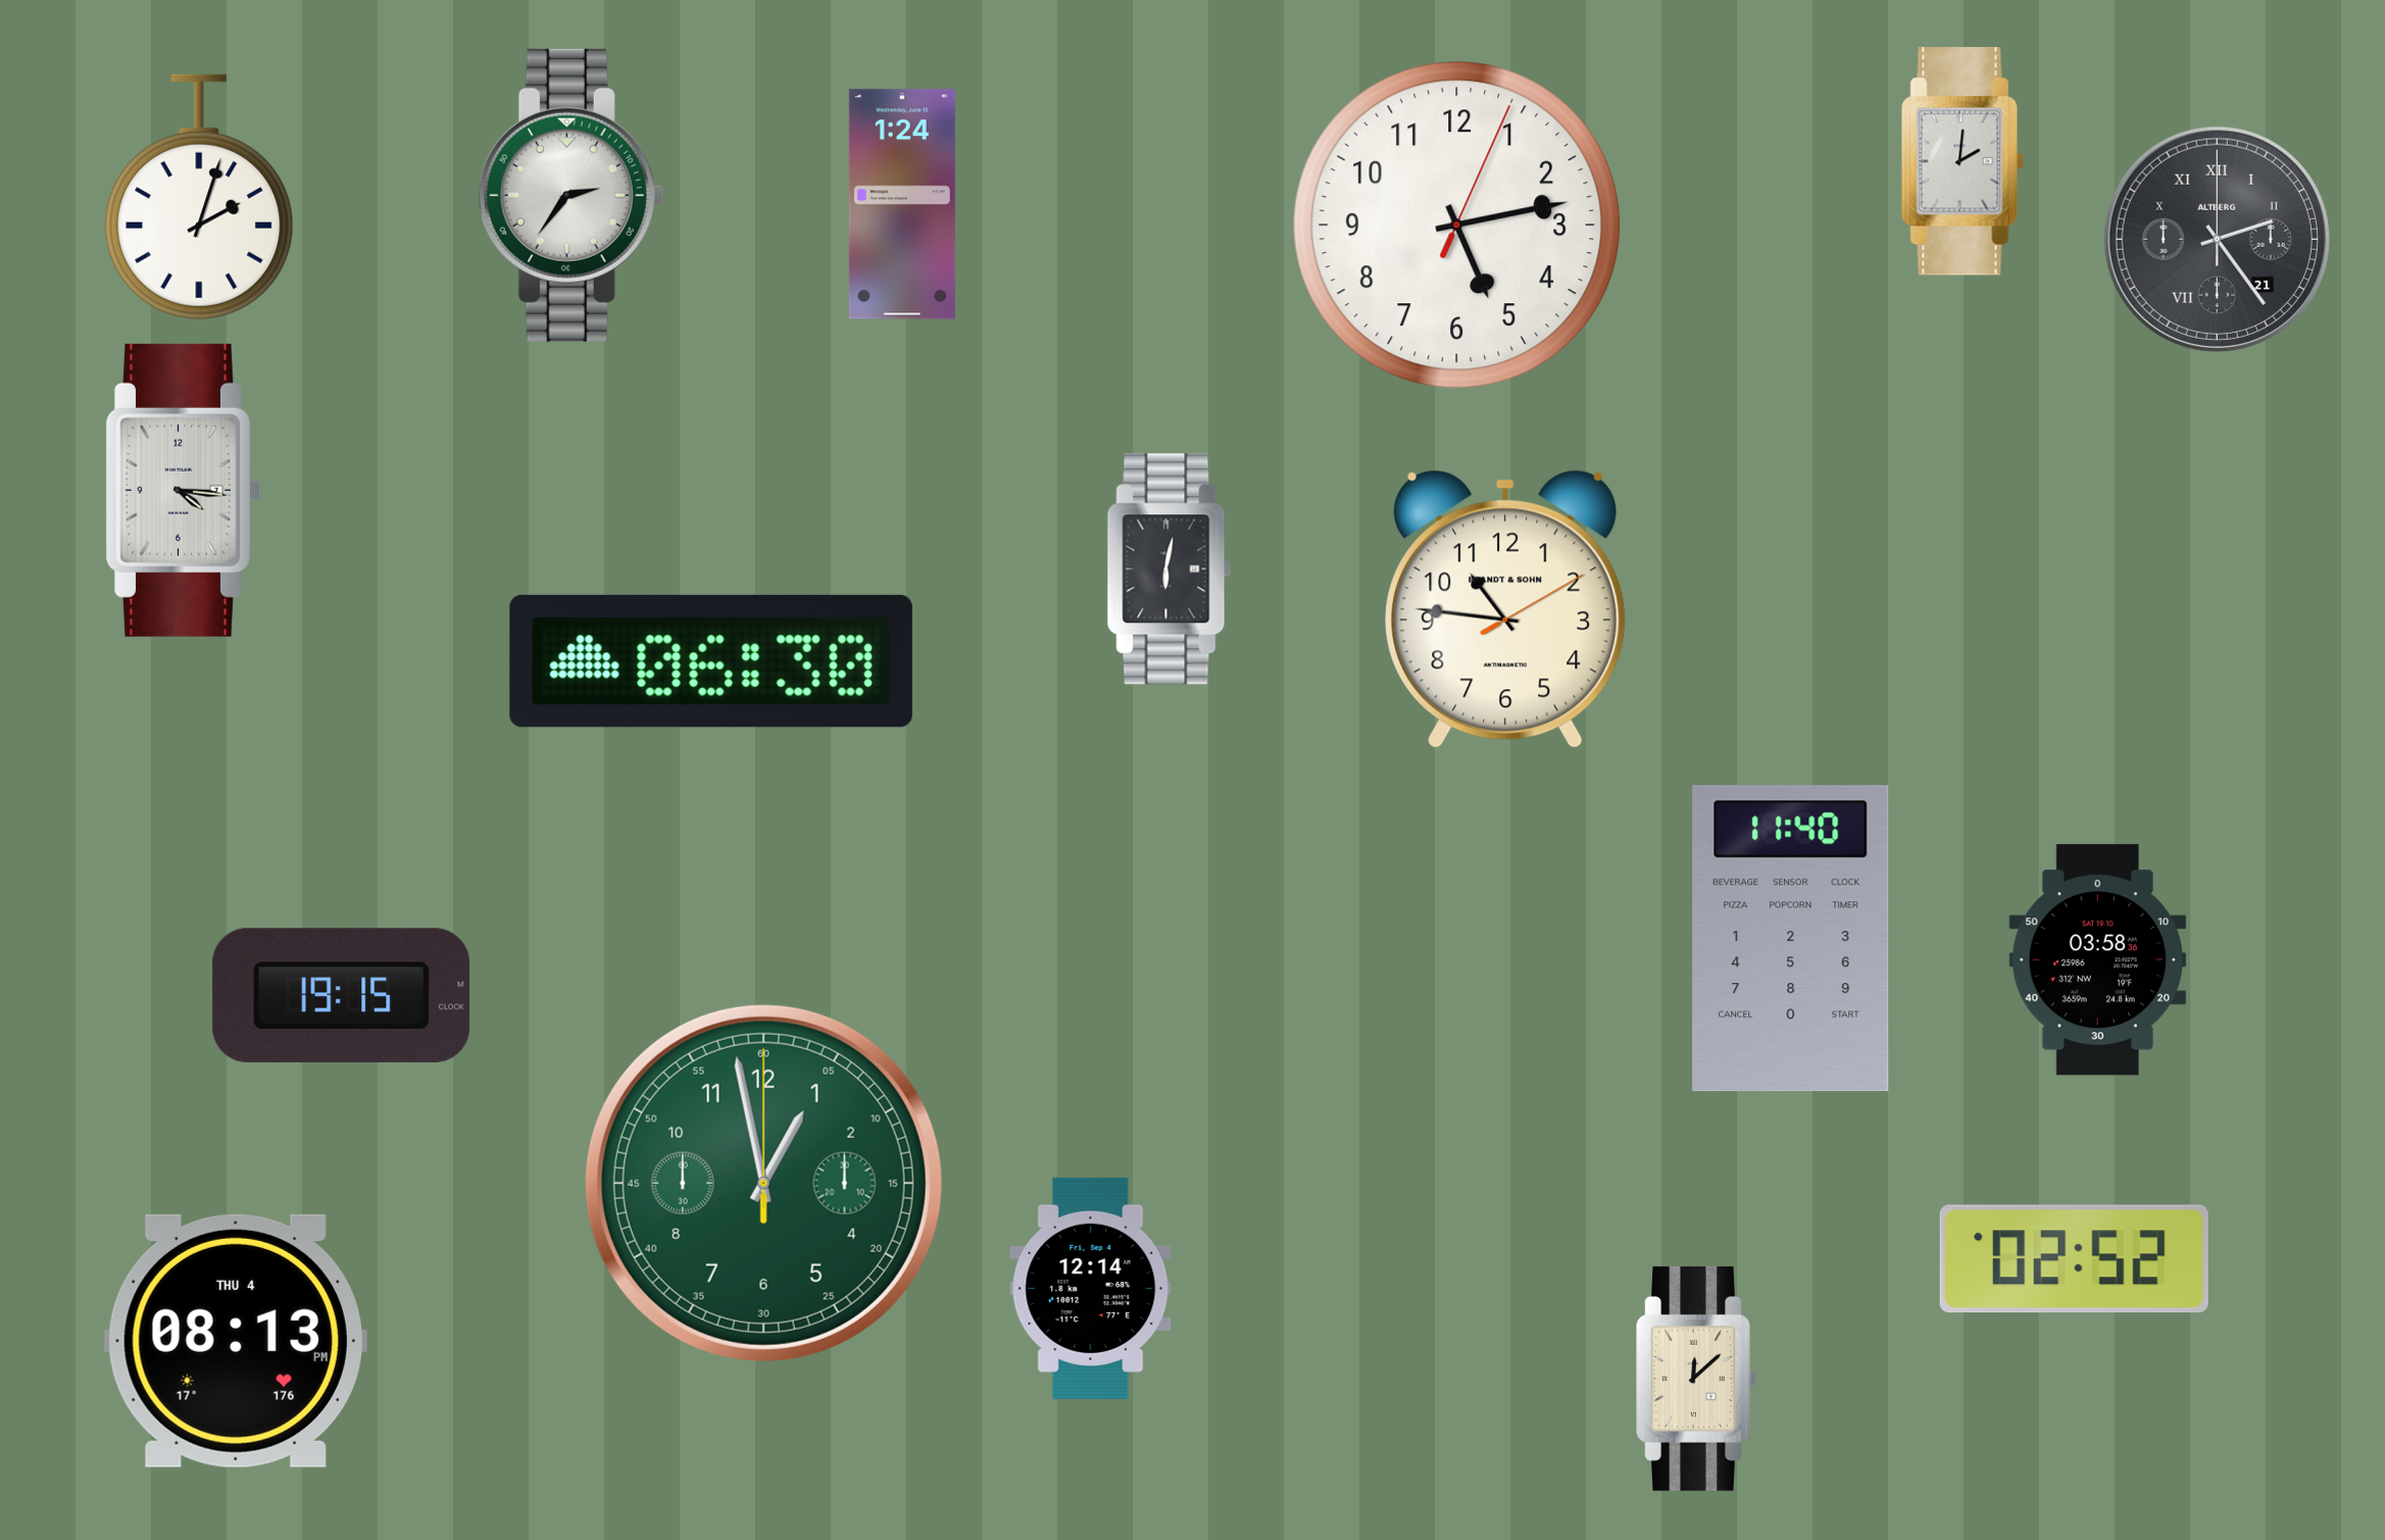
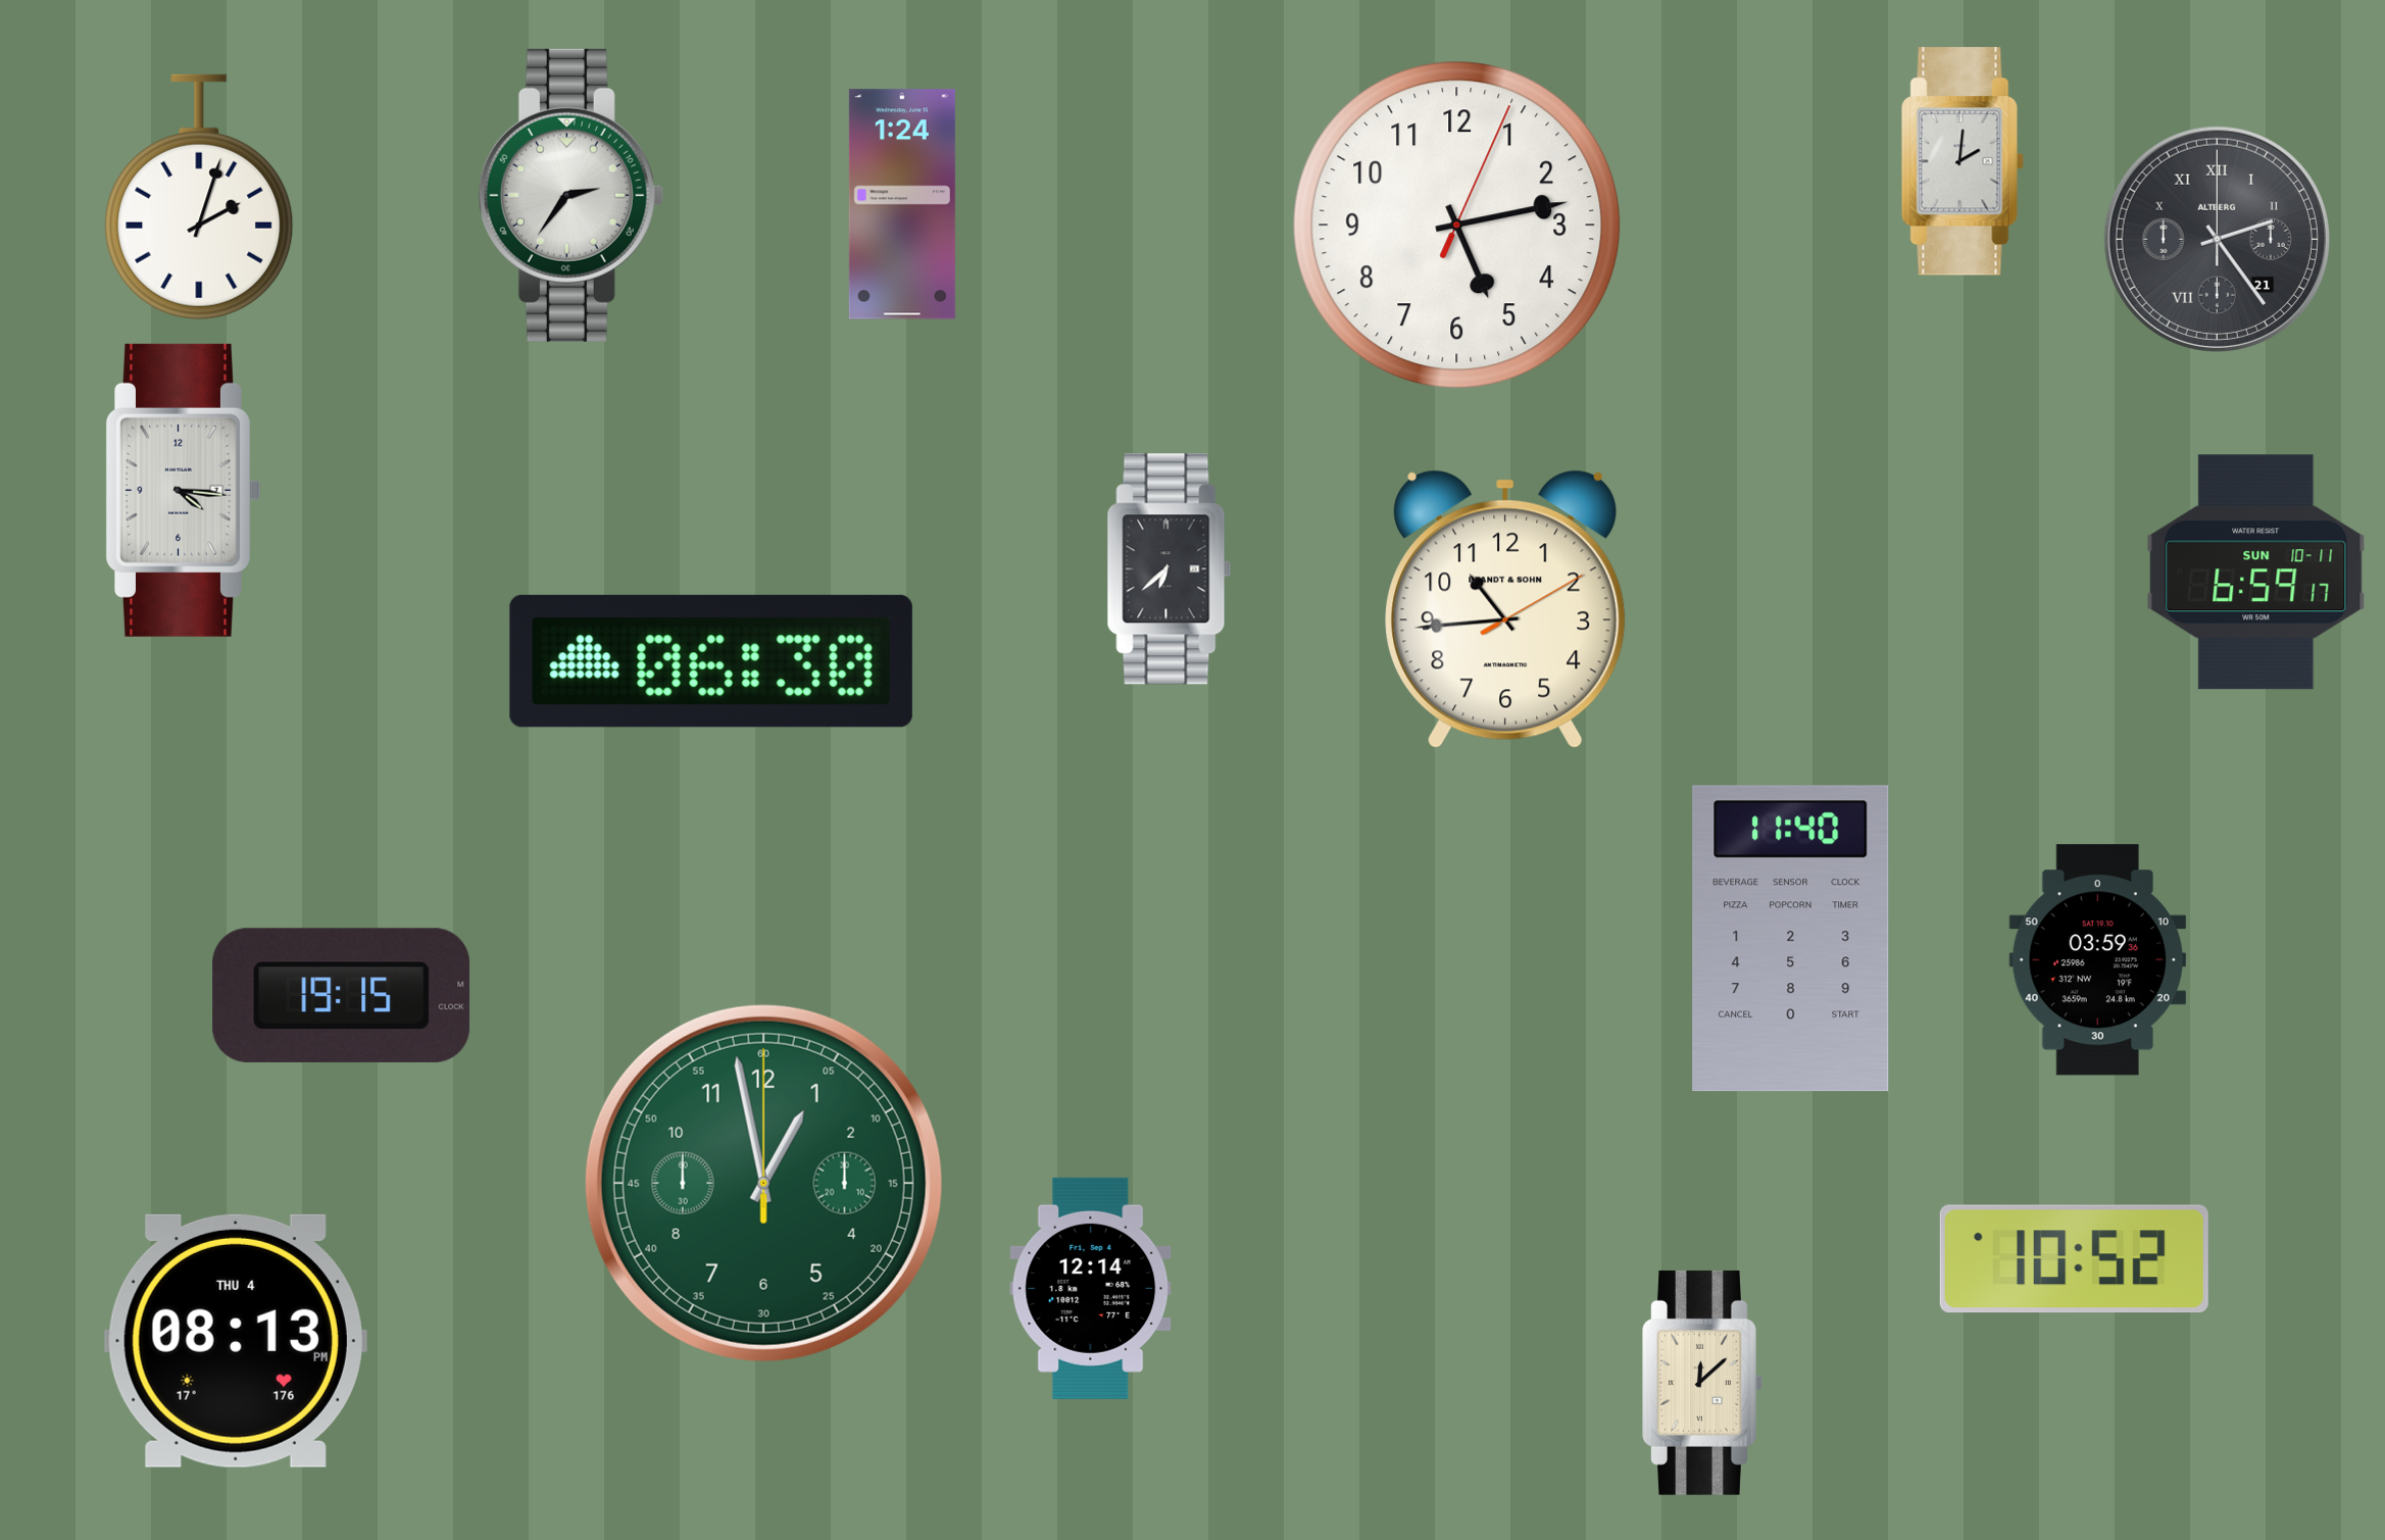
clock at (1170, 569): 6:02 -> 6:38
clock at (2256, 573): none -> 6:59
clock at (1505, 609): 10:46 -> 10:44
clock at (2098, 960): 03:58 -> 03:59
clock at (2074, 1259): 02:52 -> 10:52
clock at (1696, 1379) position: (1696, 1379) -> (1702, 1383)
